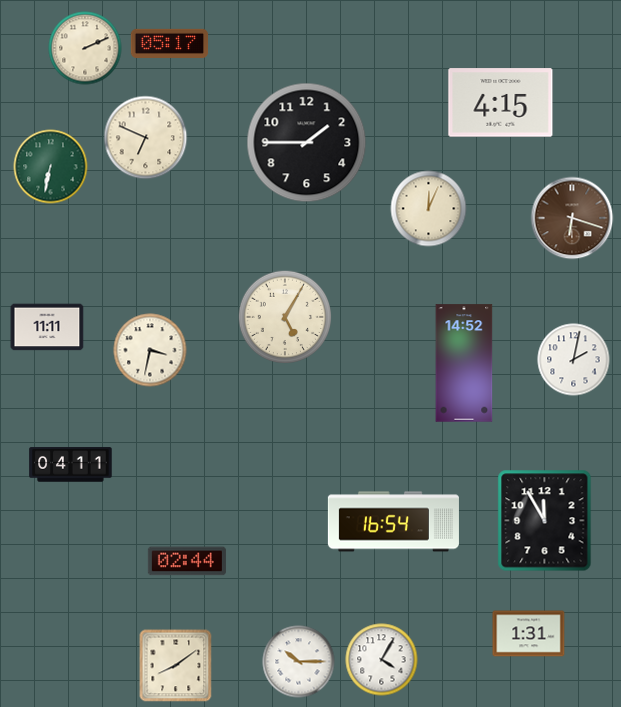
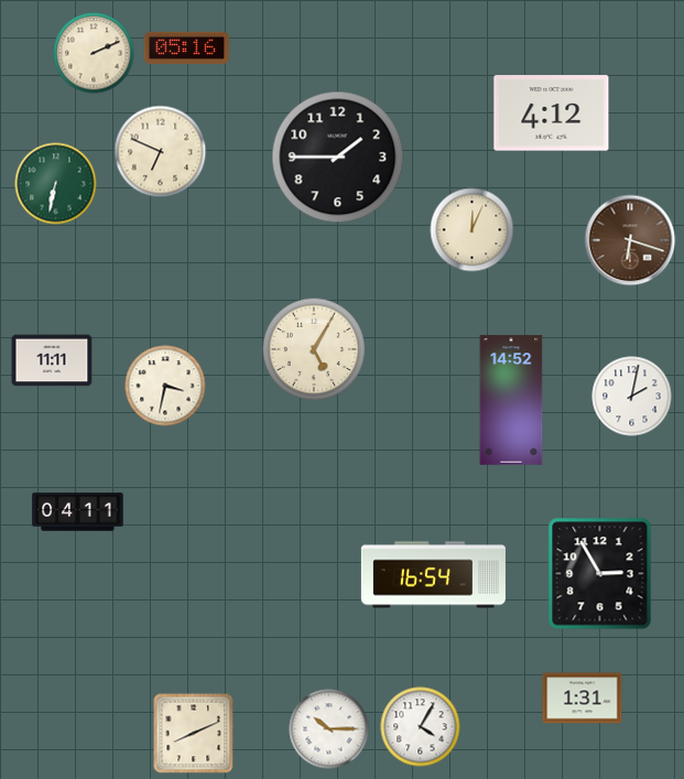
clock at (170, 43): 05:17 -> 05:16
clock at (501, 103): 4:15 -> 4:12
clock at (545, 521): 11:55 -> 2:55
clock at (187, 561): 02:44 -> none
clock at (176, 666): 8:09 -> 8:11
